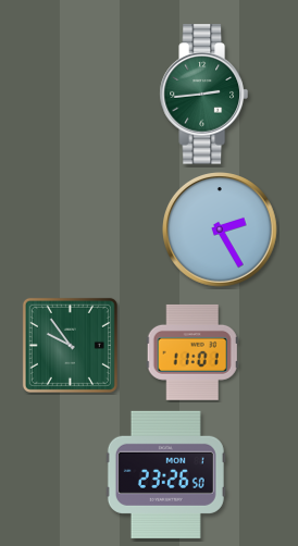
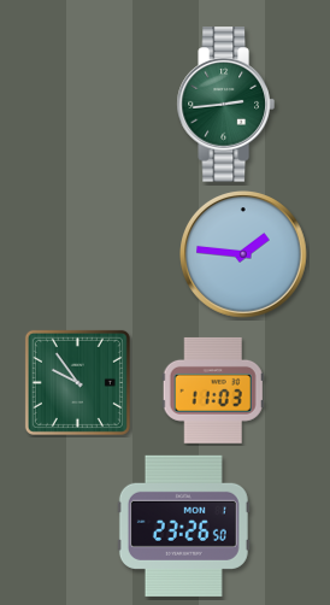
clock at (221, 231): 2:25 -> 1:46
clock at (193, 352): 11:01 -> 11:03
